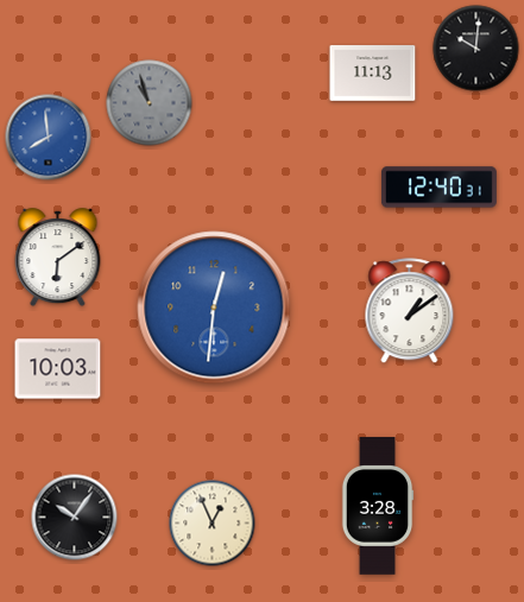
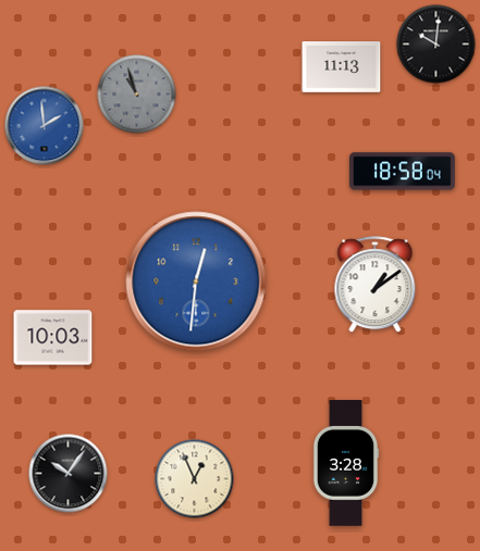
clock at (49, 138): 7:59 -> 1:59
clock at (438, 188): 12:40 -> 18:58
clock at (58, 258): 6:09 -> none
